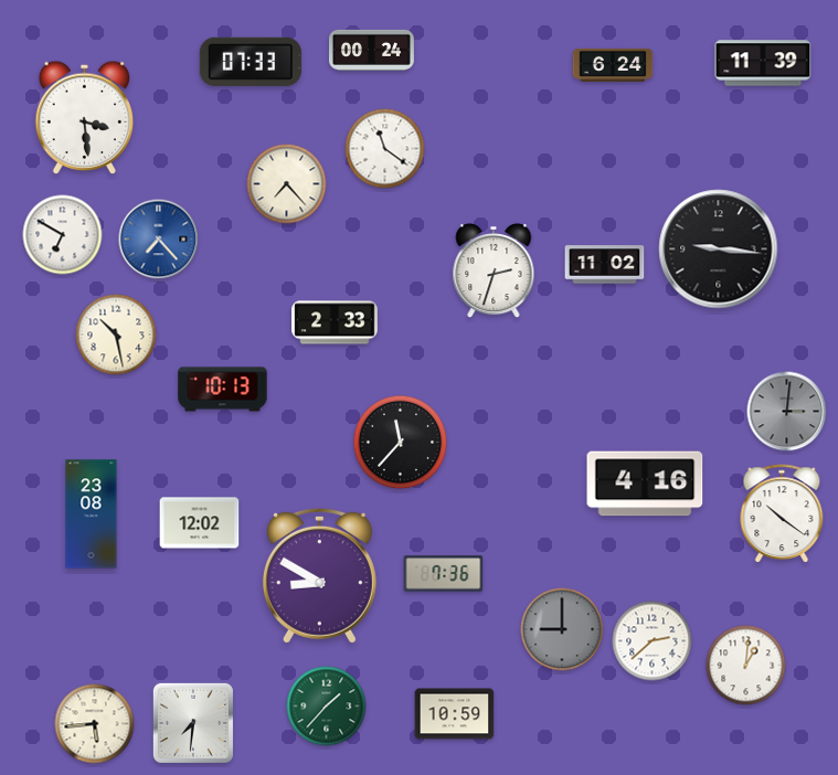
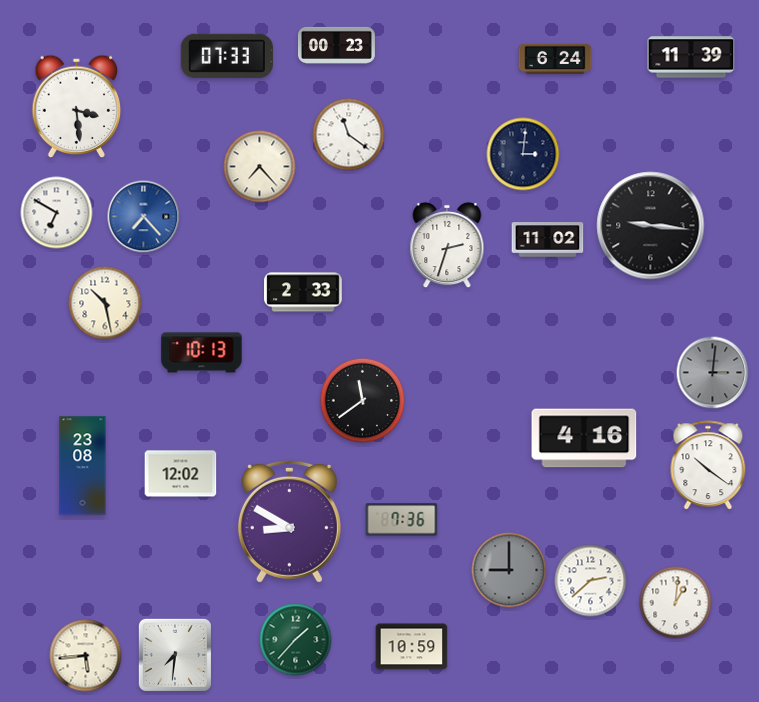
clock at (371, 50): 00:24 -> 00:23
clock at (523, 154): none -> 3:01
clock at (401, 443): 11:37 -> 11:39
